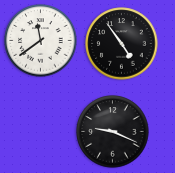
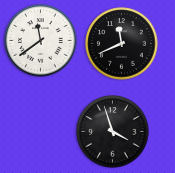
clock at (122, 44): 4:54 -> 11:41
clock at (113, 132): 9:19 -> 3:57
